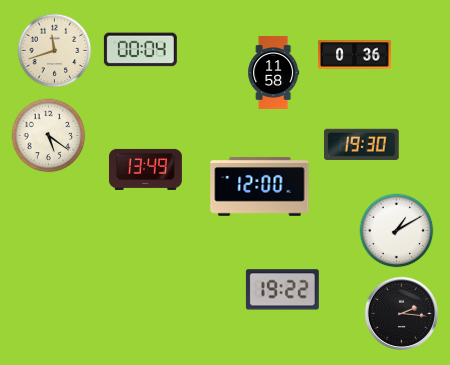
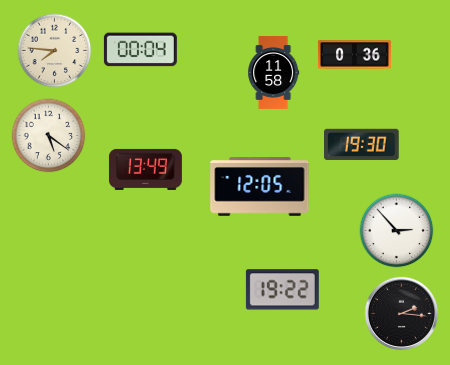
clock at (55, 51): 11:42 -> 7:46
clock at (260, 187): 12:00 -> 12:05
clock at (397, 231): 1:10 -> 2:53
